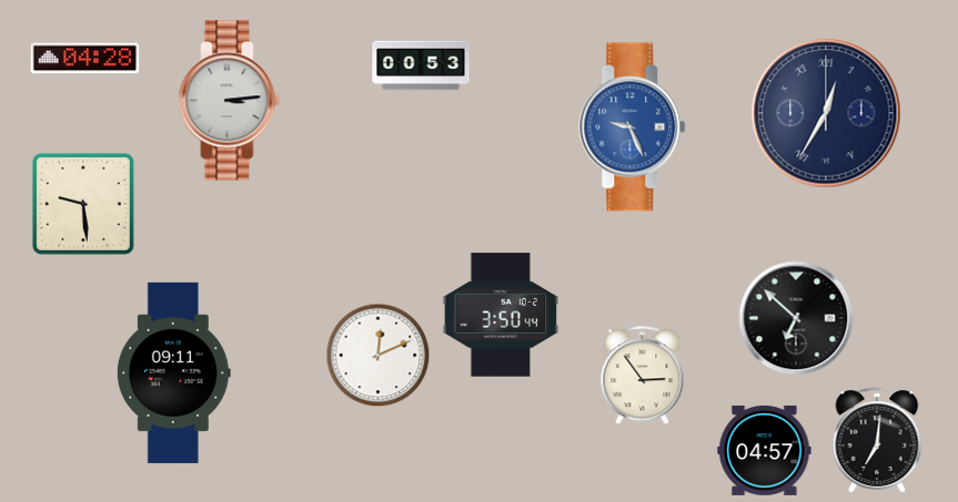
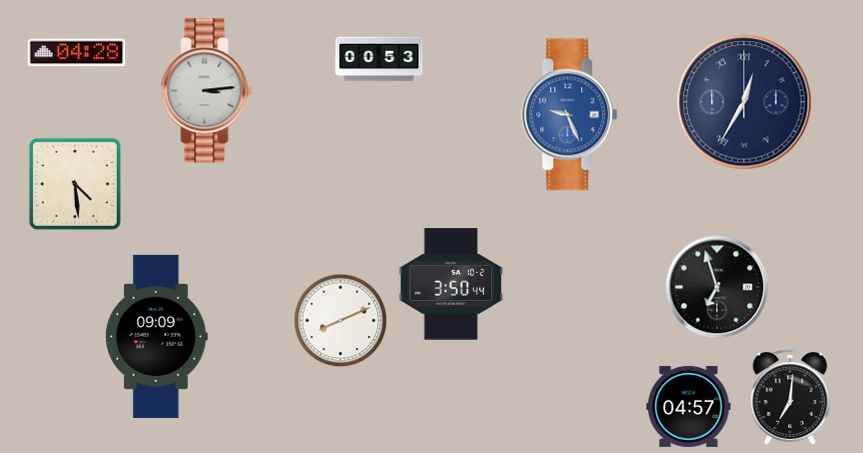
clock at (83, 204): 9:29 -> 4:29
clock at (796, 318): 6:52 -> 6:57
clock at (379, 356): 12:11 -> 8:11
clock at (173, 372): 09:11 -> 09:09
clock at (643, 376): 2:54 -> none
